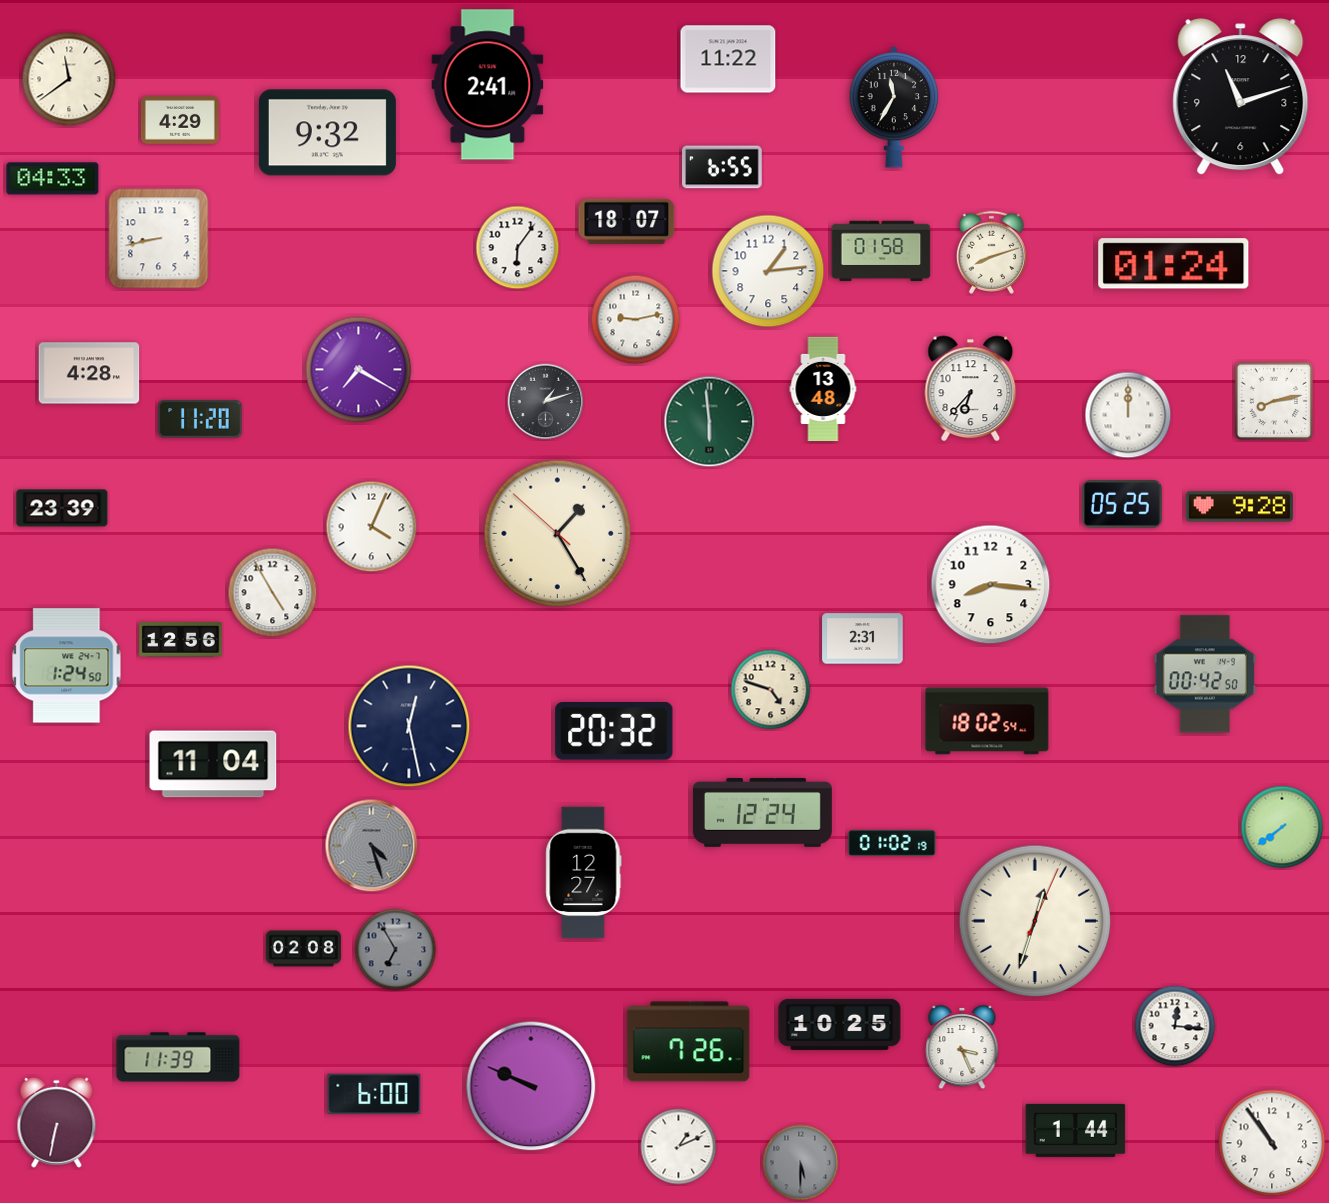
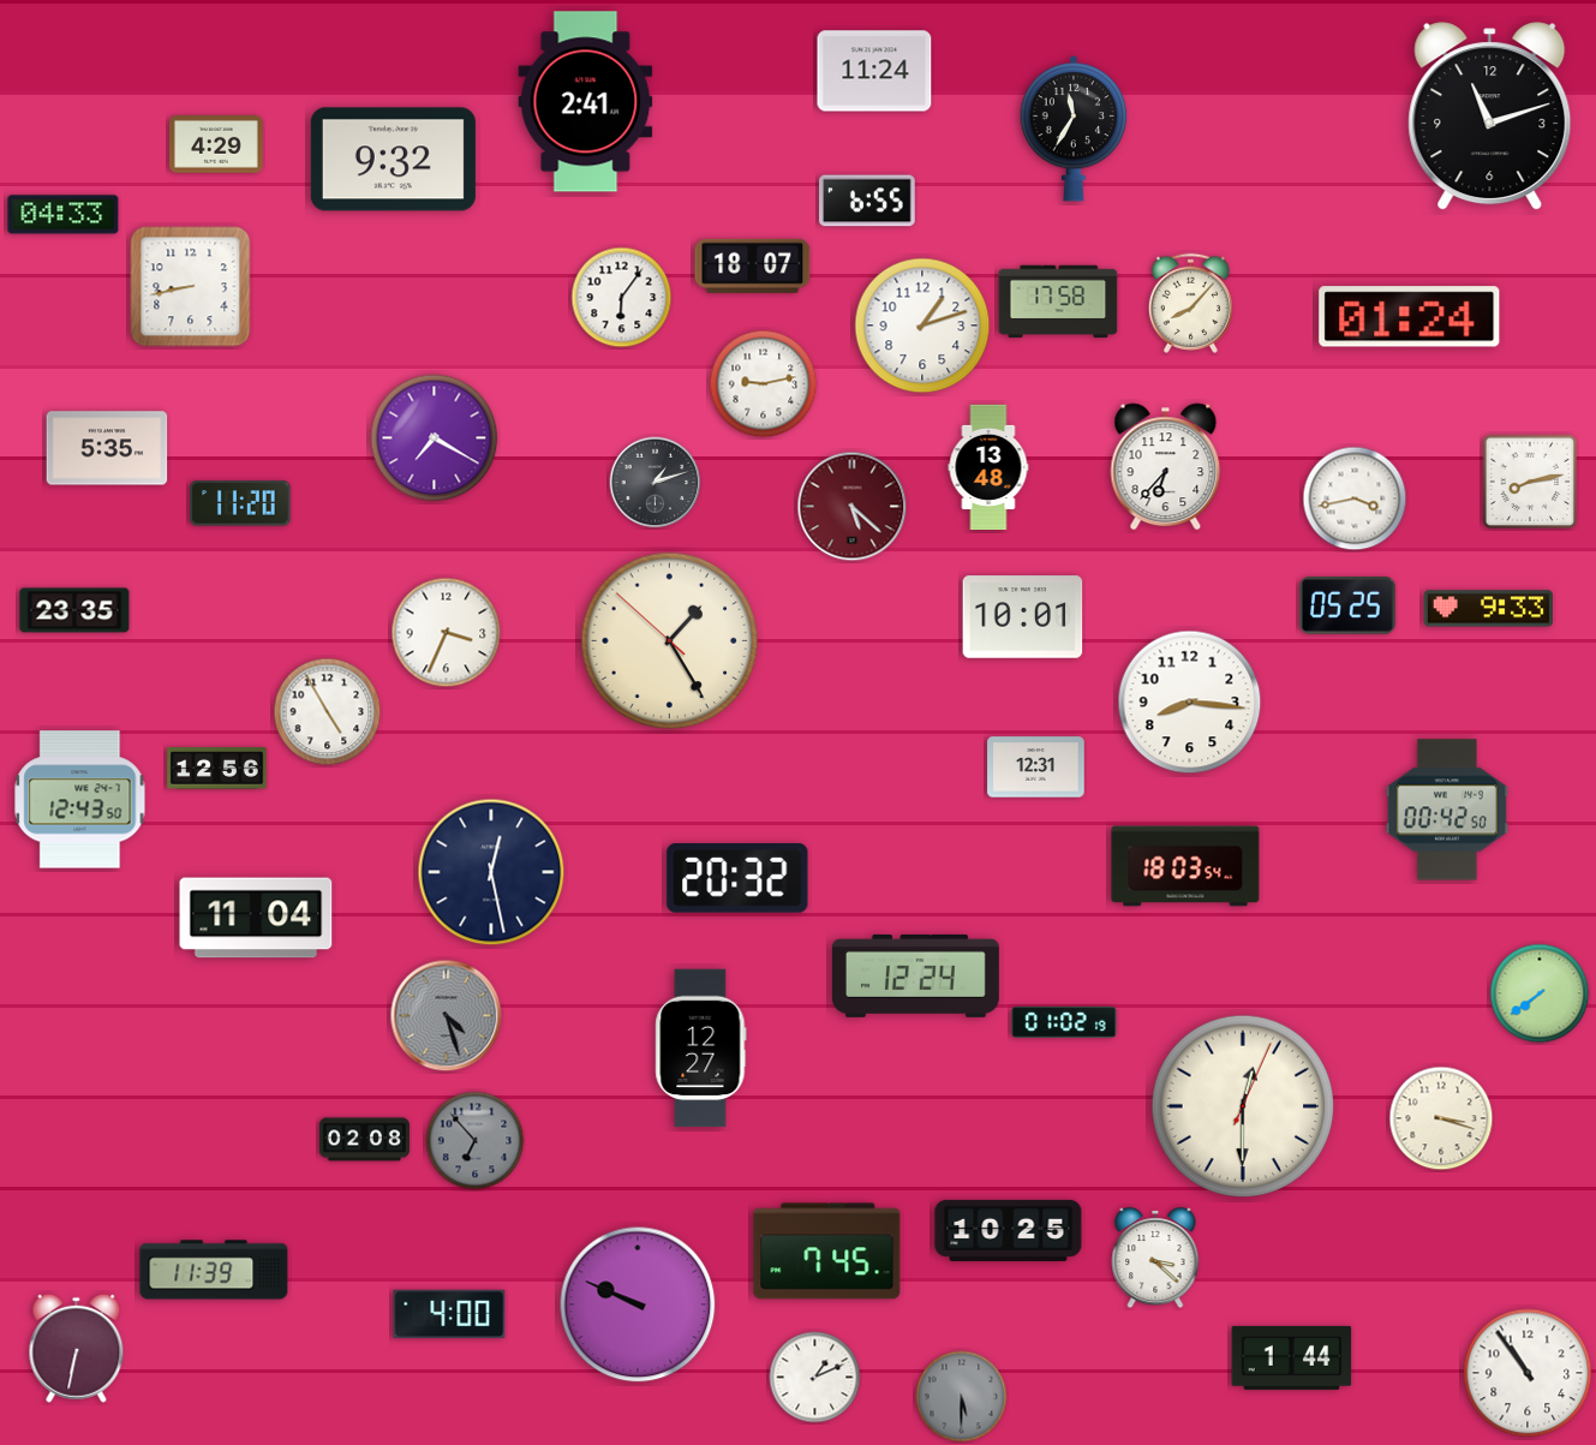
clock at (728, 59): 11:22 -> 11:24
clock at (69, 79): 11:39 -> none
clock at (881, 251): 01:58 -> 17:58
clock at (991, 252): 8:12 -> 8:07
clock at (768, 271): 1:14 -> 1:12
clock at (359, 370) position: (359, 370) -> (435, 438)
clock at (89, 373): 4:28 -> 5:35
clock at (1128, 415): 12:00 -> 3:43
clock at (710, 422): 5:59 -> 5:22
clock at (710, 422) dial: green -> burgundy
clock at (1239, 507): 9:28 -> 9:33
clock at (62, 508): 23:39 -> 23:35
clock at (1023, 617): none -> 10:01
clock at (372, 527): 4:04 -> 3:34
clock at (863, 639): 2:31 -> 12:31
clock at (67, 666): 1:24 -> 12:43
clock at (771, 690): 4:48 -> none
clock at (987, 721): 18:02 -> 18:03
clock at (892, 843) position: (892, 843) -> (1064, 1022)
clock at (1035, 921): 12:33 -> 12:30
clock at (1441, 1118): none -> 3:18
clock at (396, 950): 6:55 -> 6:53
clock at (1175, 1026): 12:16 -> none
clock at (689, 1042): 7:26 -> 7:45
clock at (962, 1047): 3:26 -> 3:22
clock at (374, 1094): 6:00 -> 4:00
clock at (57, 1122) position: (57, 1122) -> (77, 1348)
